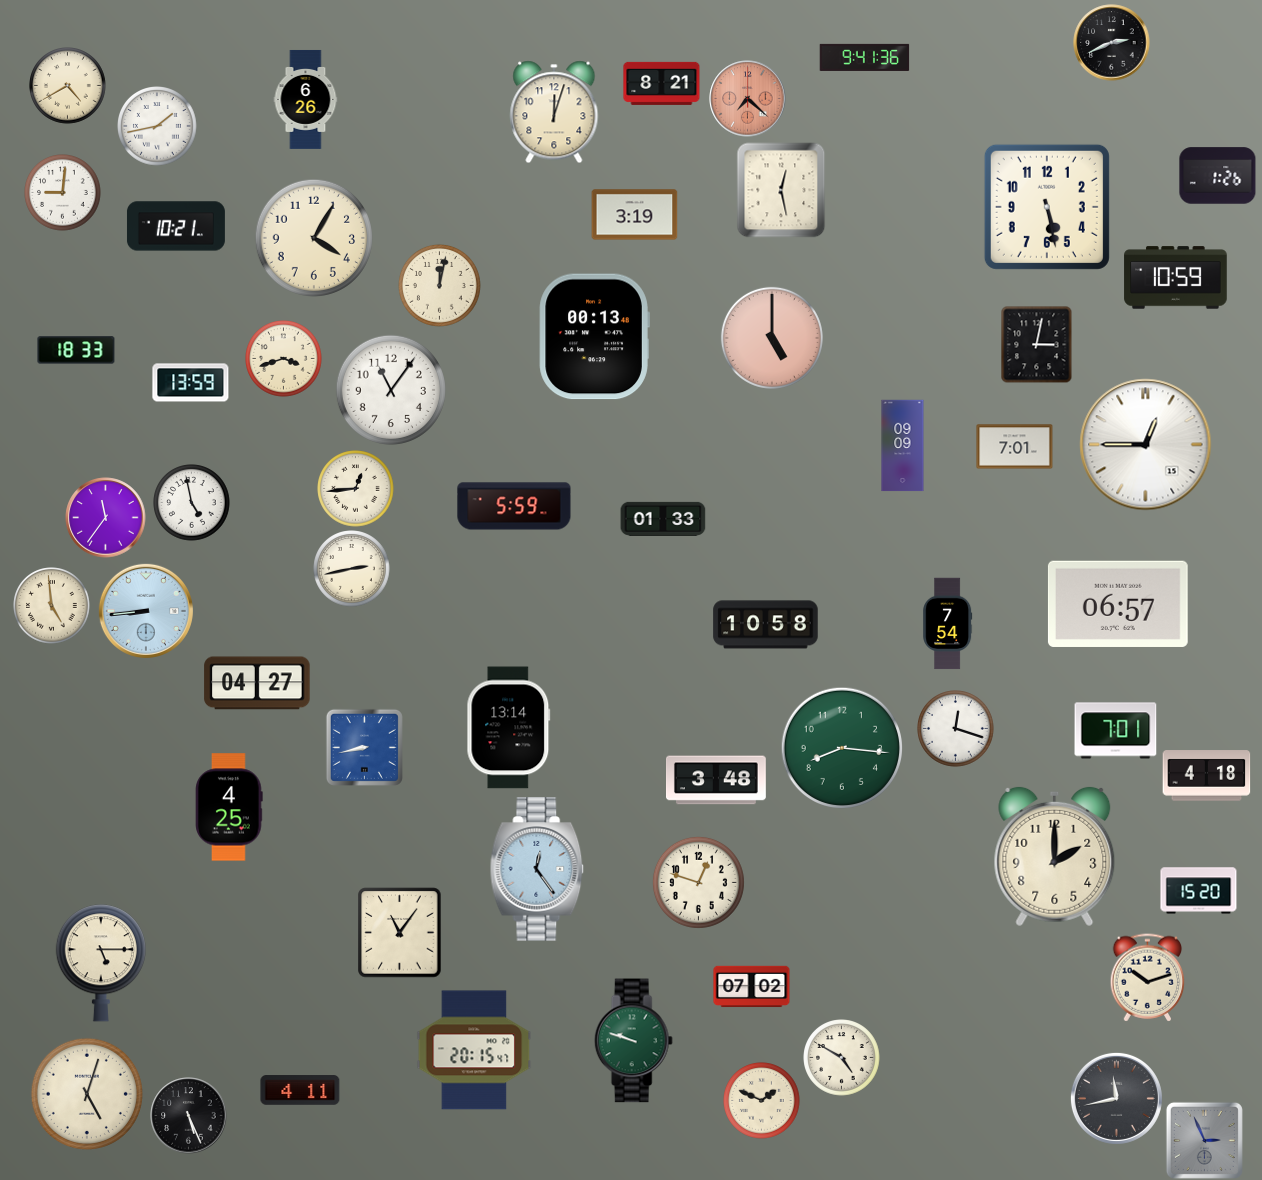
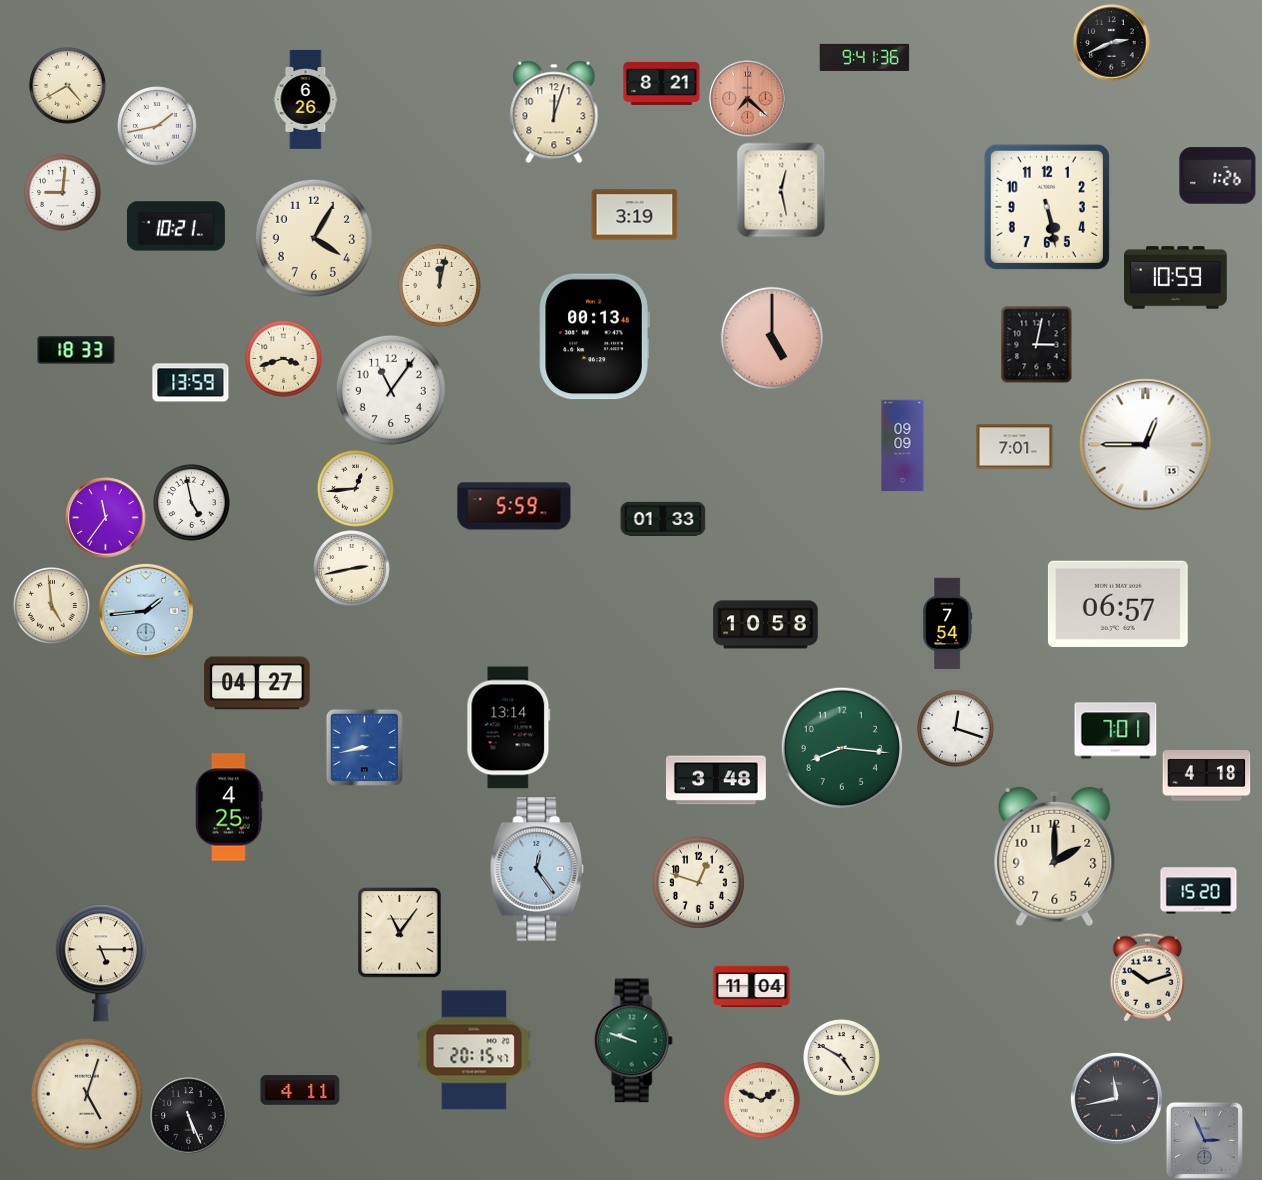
clock at (146, 611): 8:44 -> 1:44
clock at (752, 987): 07:02 -> 11:04
